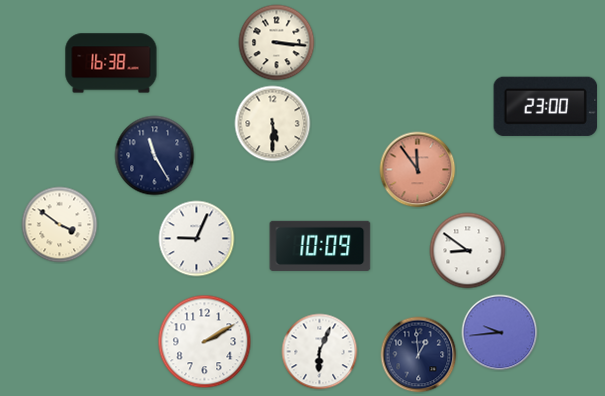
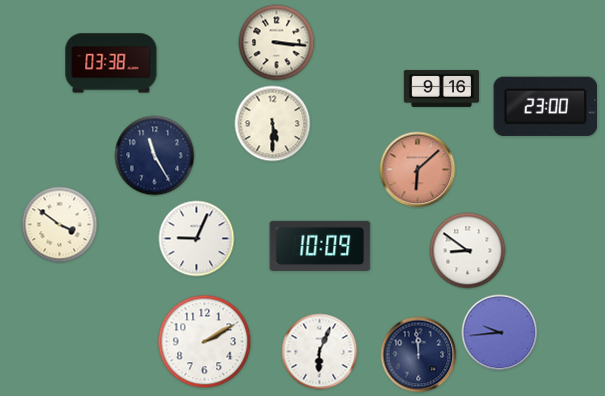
clock at (111, 63): 16:38 -> 03:38
clock at (442, 88): none -> 9:16
clock at (418, 170): 11:54 -> 6:08
clock at (419, 355): 12:59 -> 11:59
